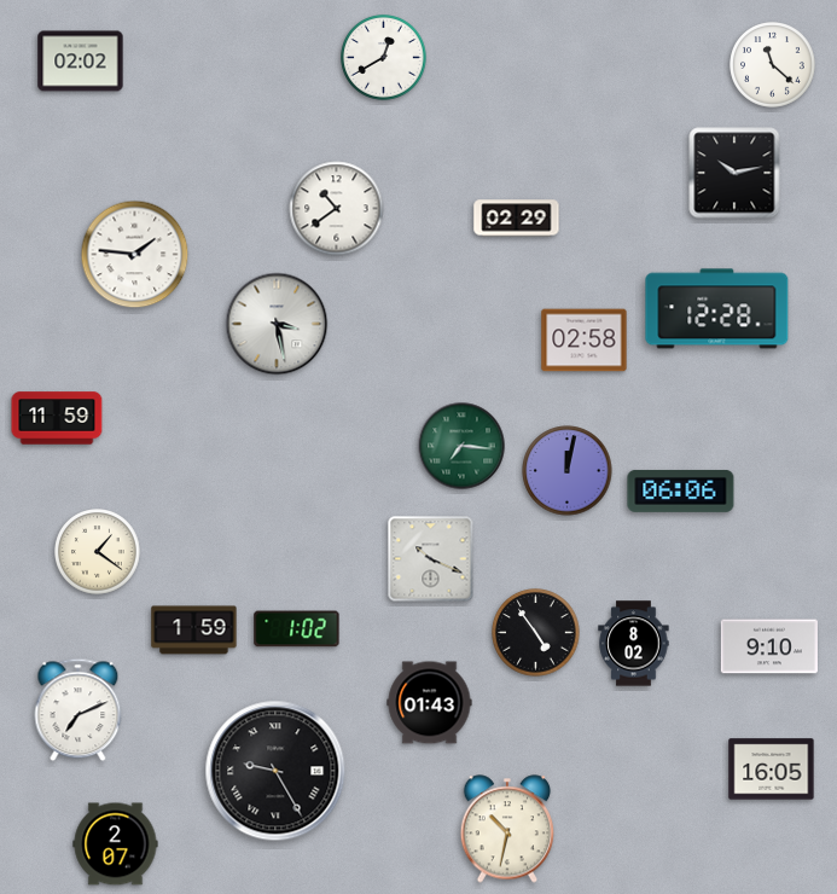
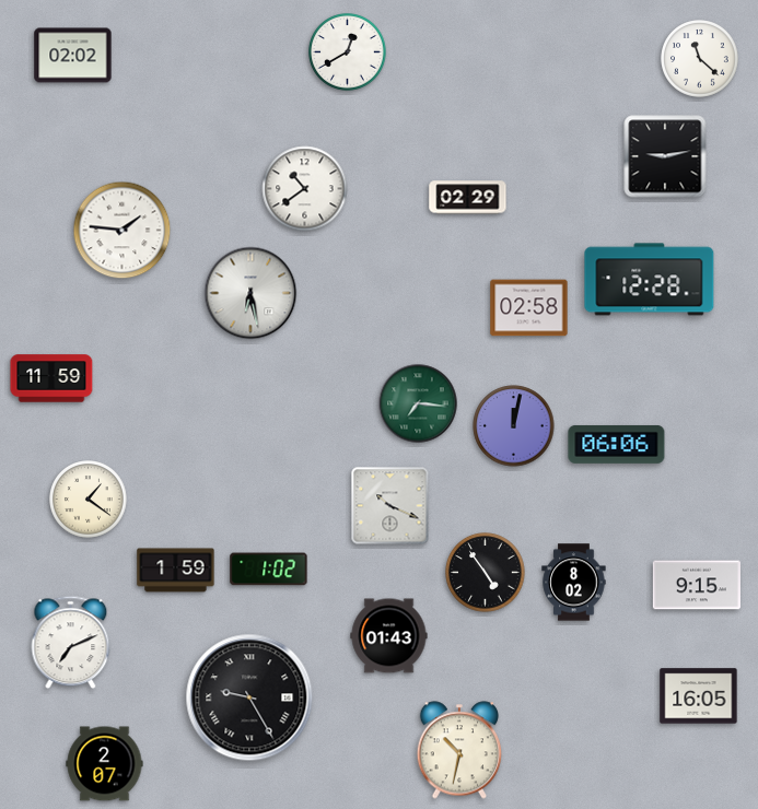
clock at (734, 173): 10:13 -> 9:13
clock at (277, 324): 3:28 -> 6:28
clock at (769, 646): 9:10 -> 9:15
